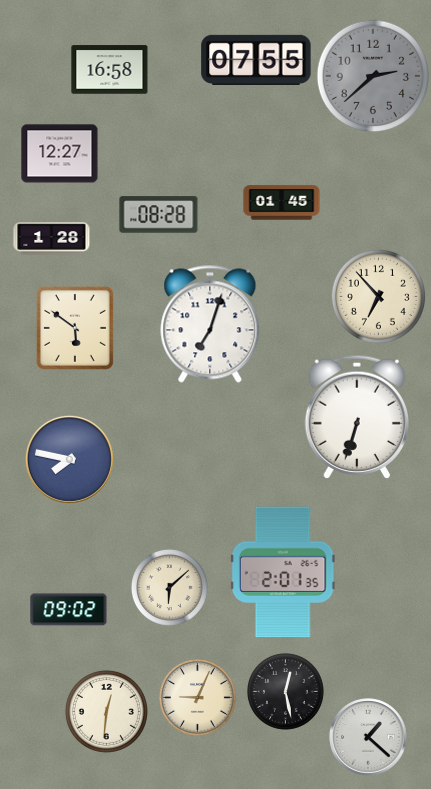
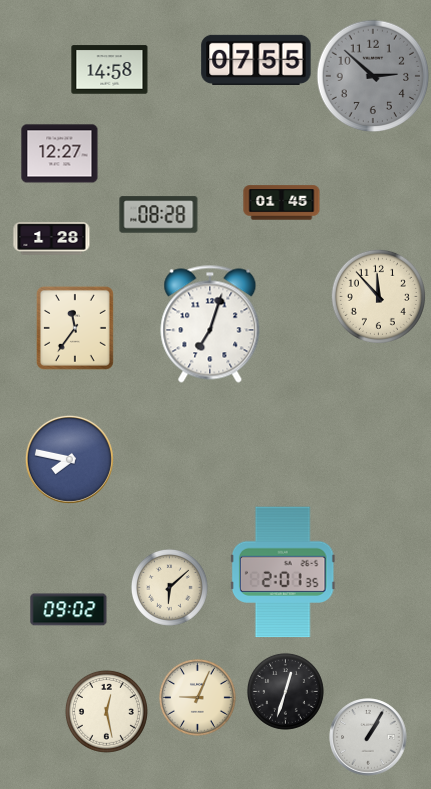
clock at (110, 70): 16:58 -> 14:58
clock at (373, 76): 2:38 -> 2:52
clock at (378, 296): 6:53 -> 11:53
clock at (75, 328): 5:51 -> 11:36
clock at (357, 417): 6:33 -> none
clock at (285, 691): 12:28 -> 12:33
clock at (106, 711): 12:31 -> 12:28
clock at (368, 737): 1:22 -> 1:05
